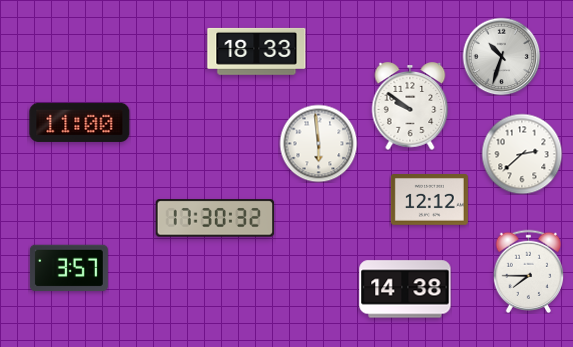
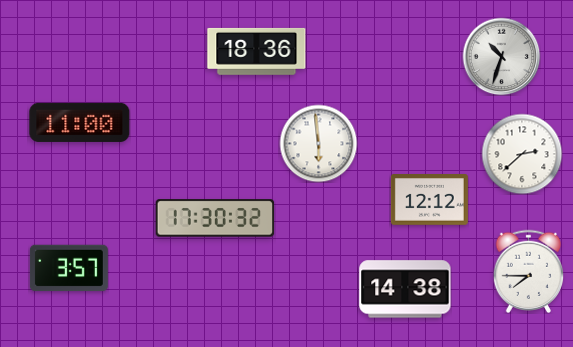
clock at (257, 51): 18:33 -> 18:36
clock at (410, 106): 9:51 -> none
